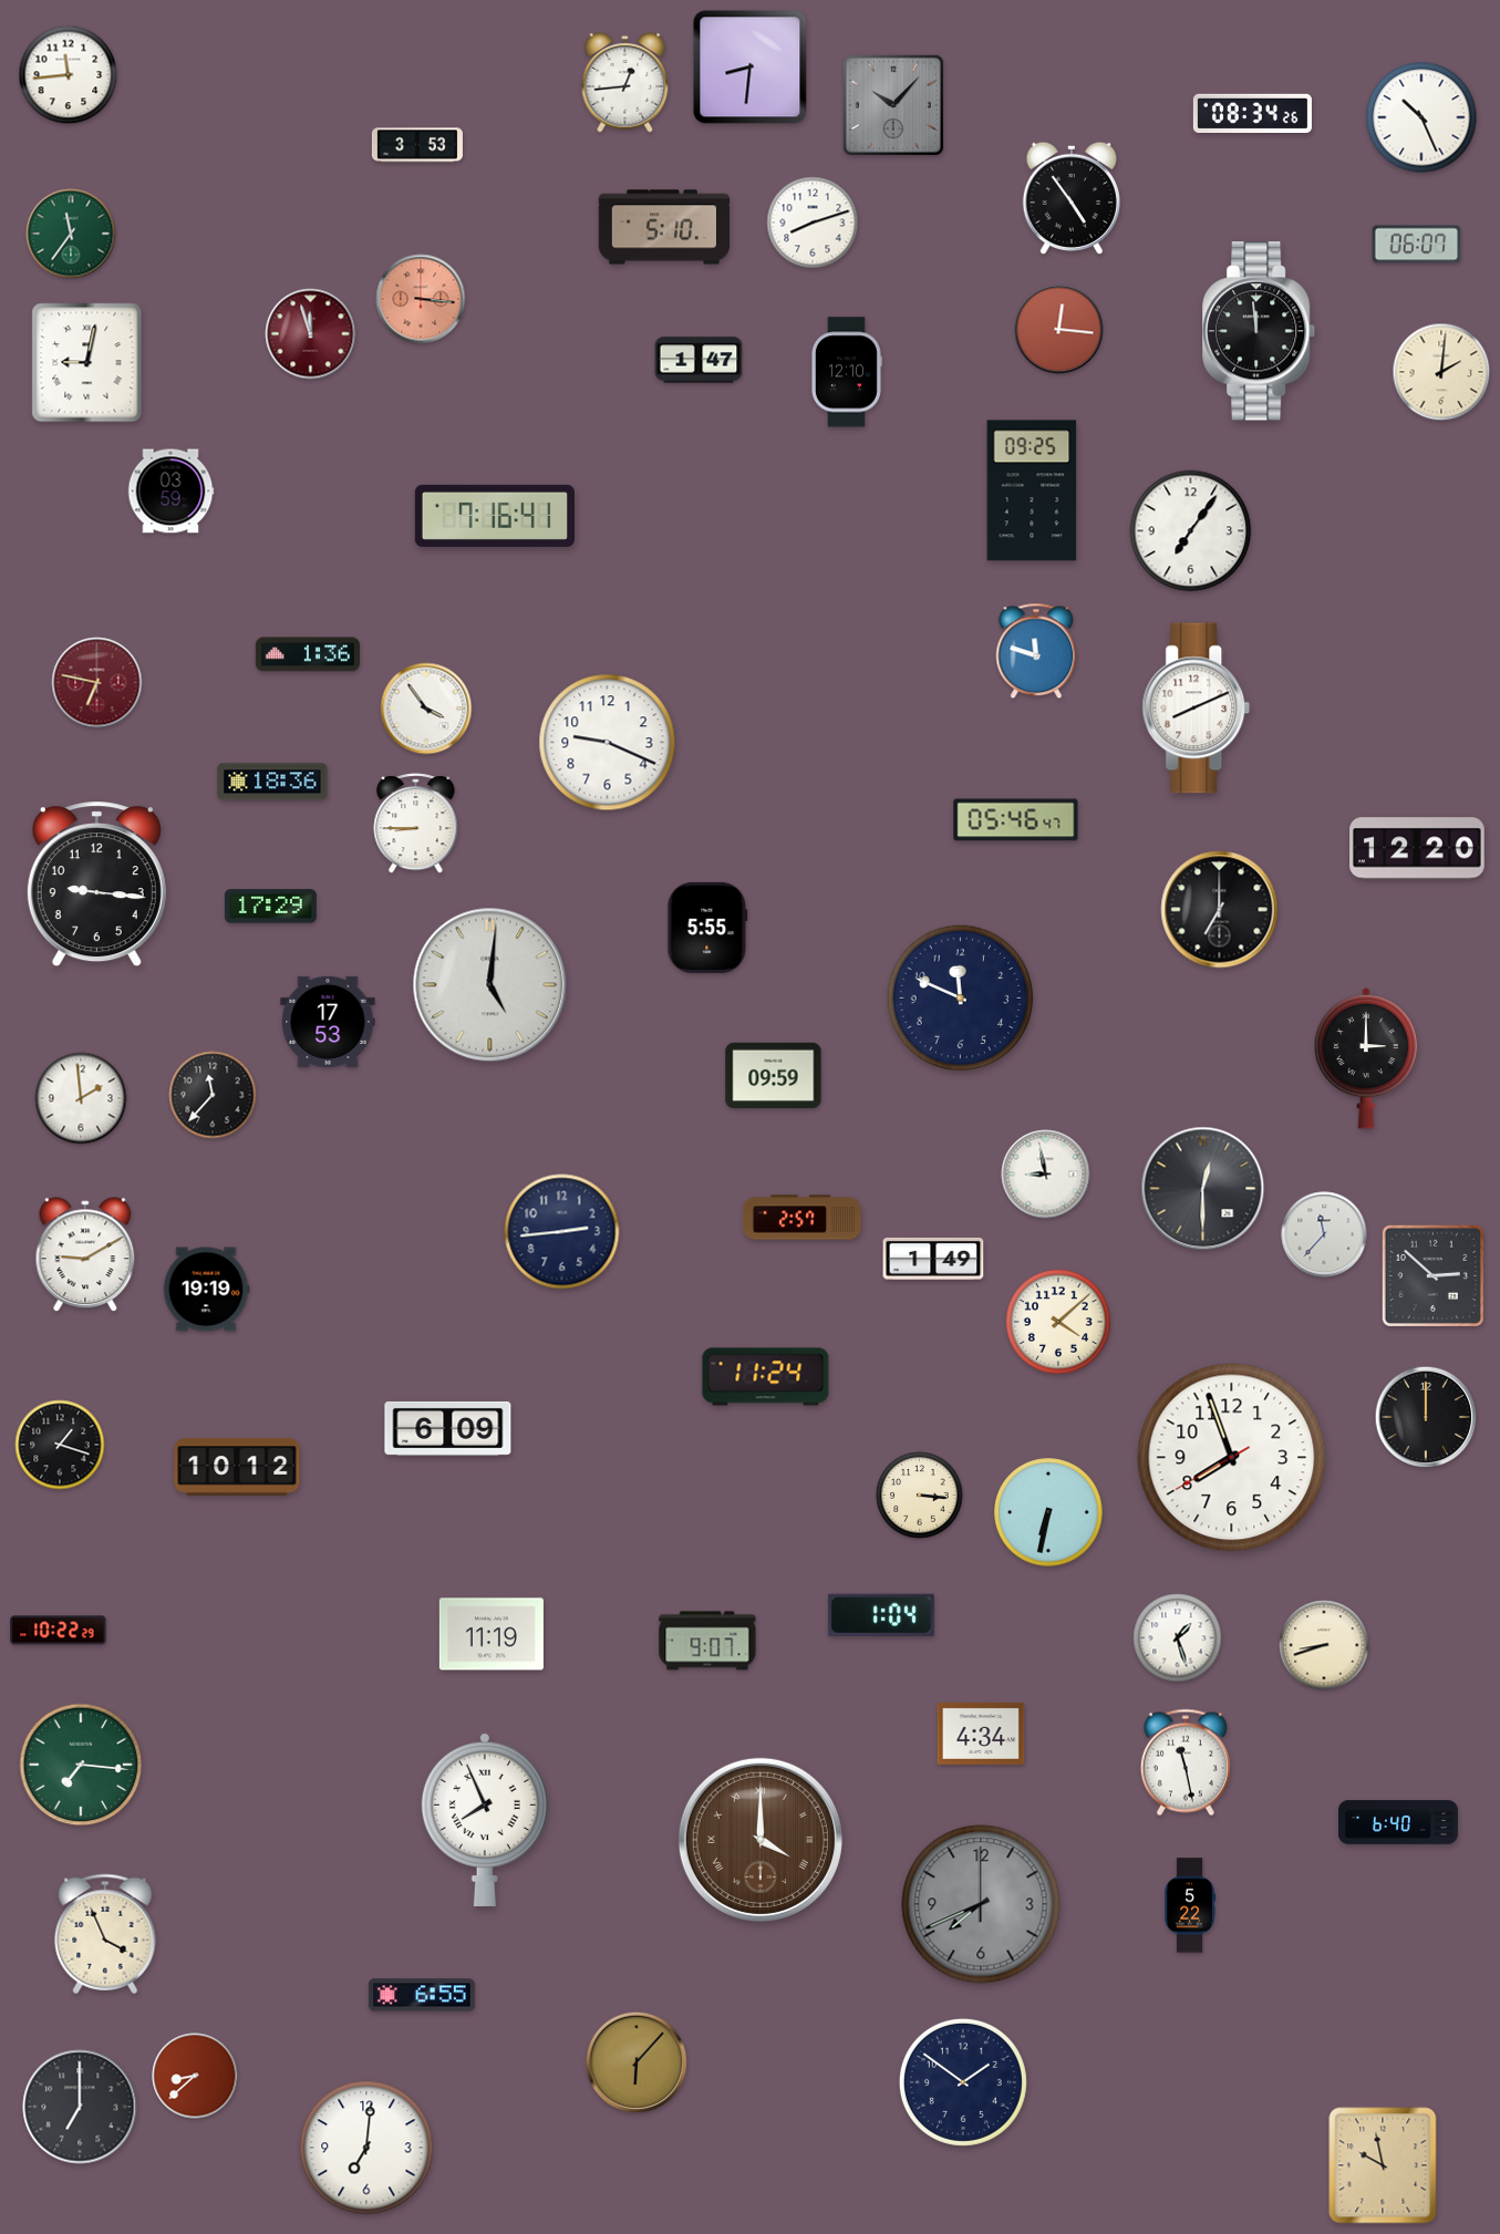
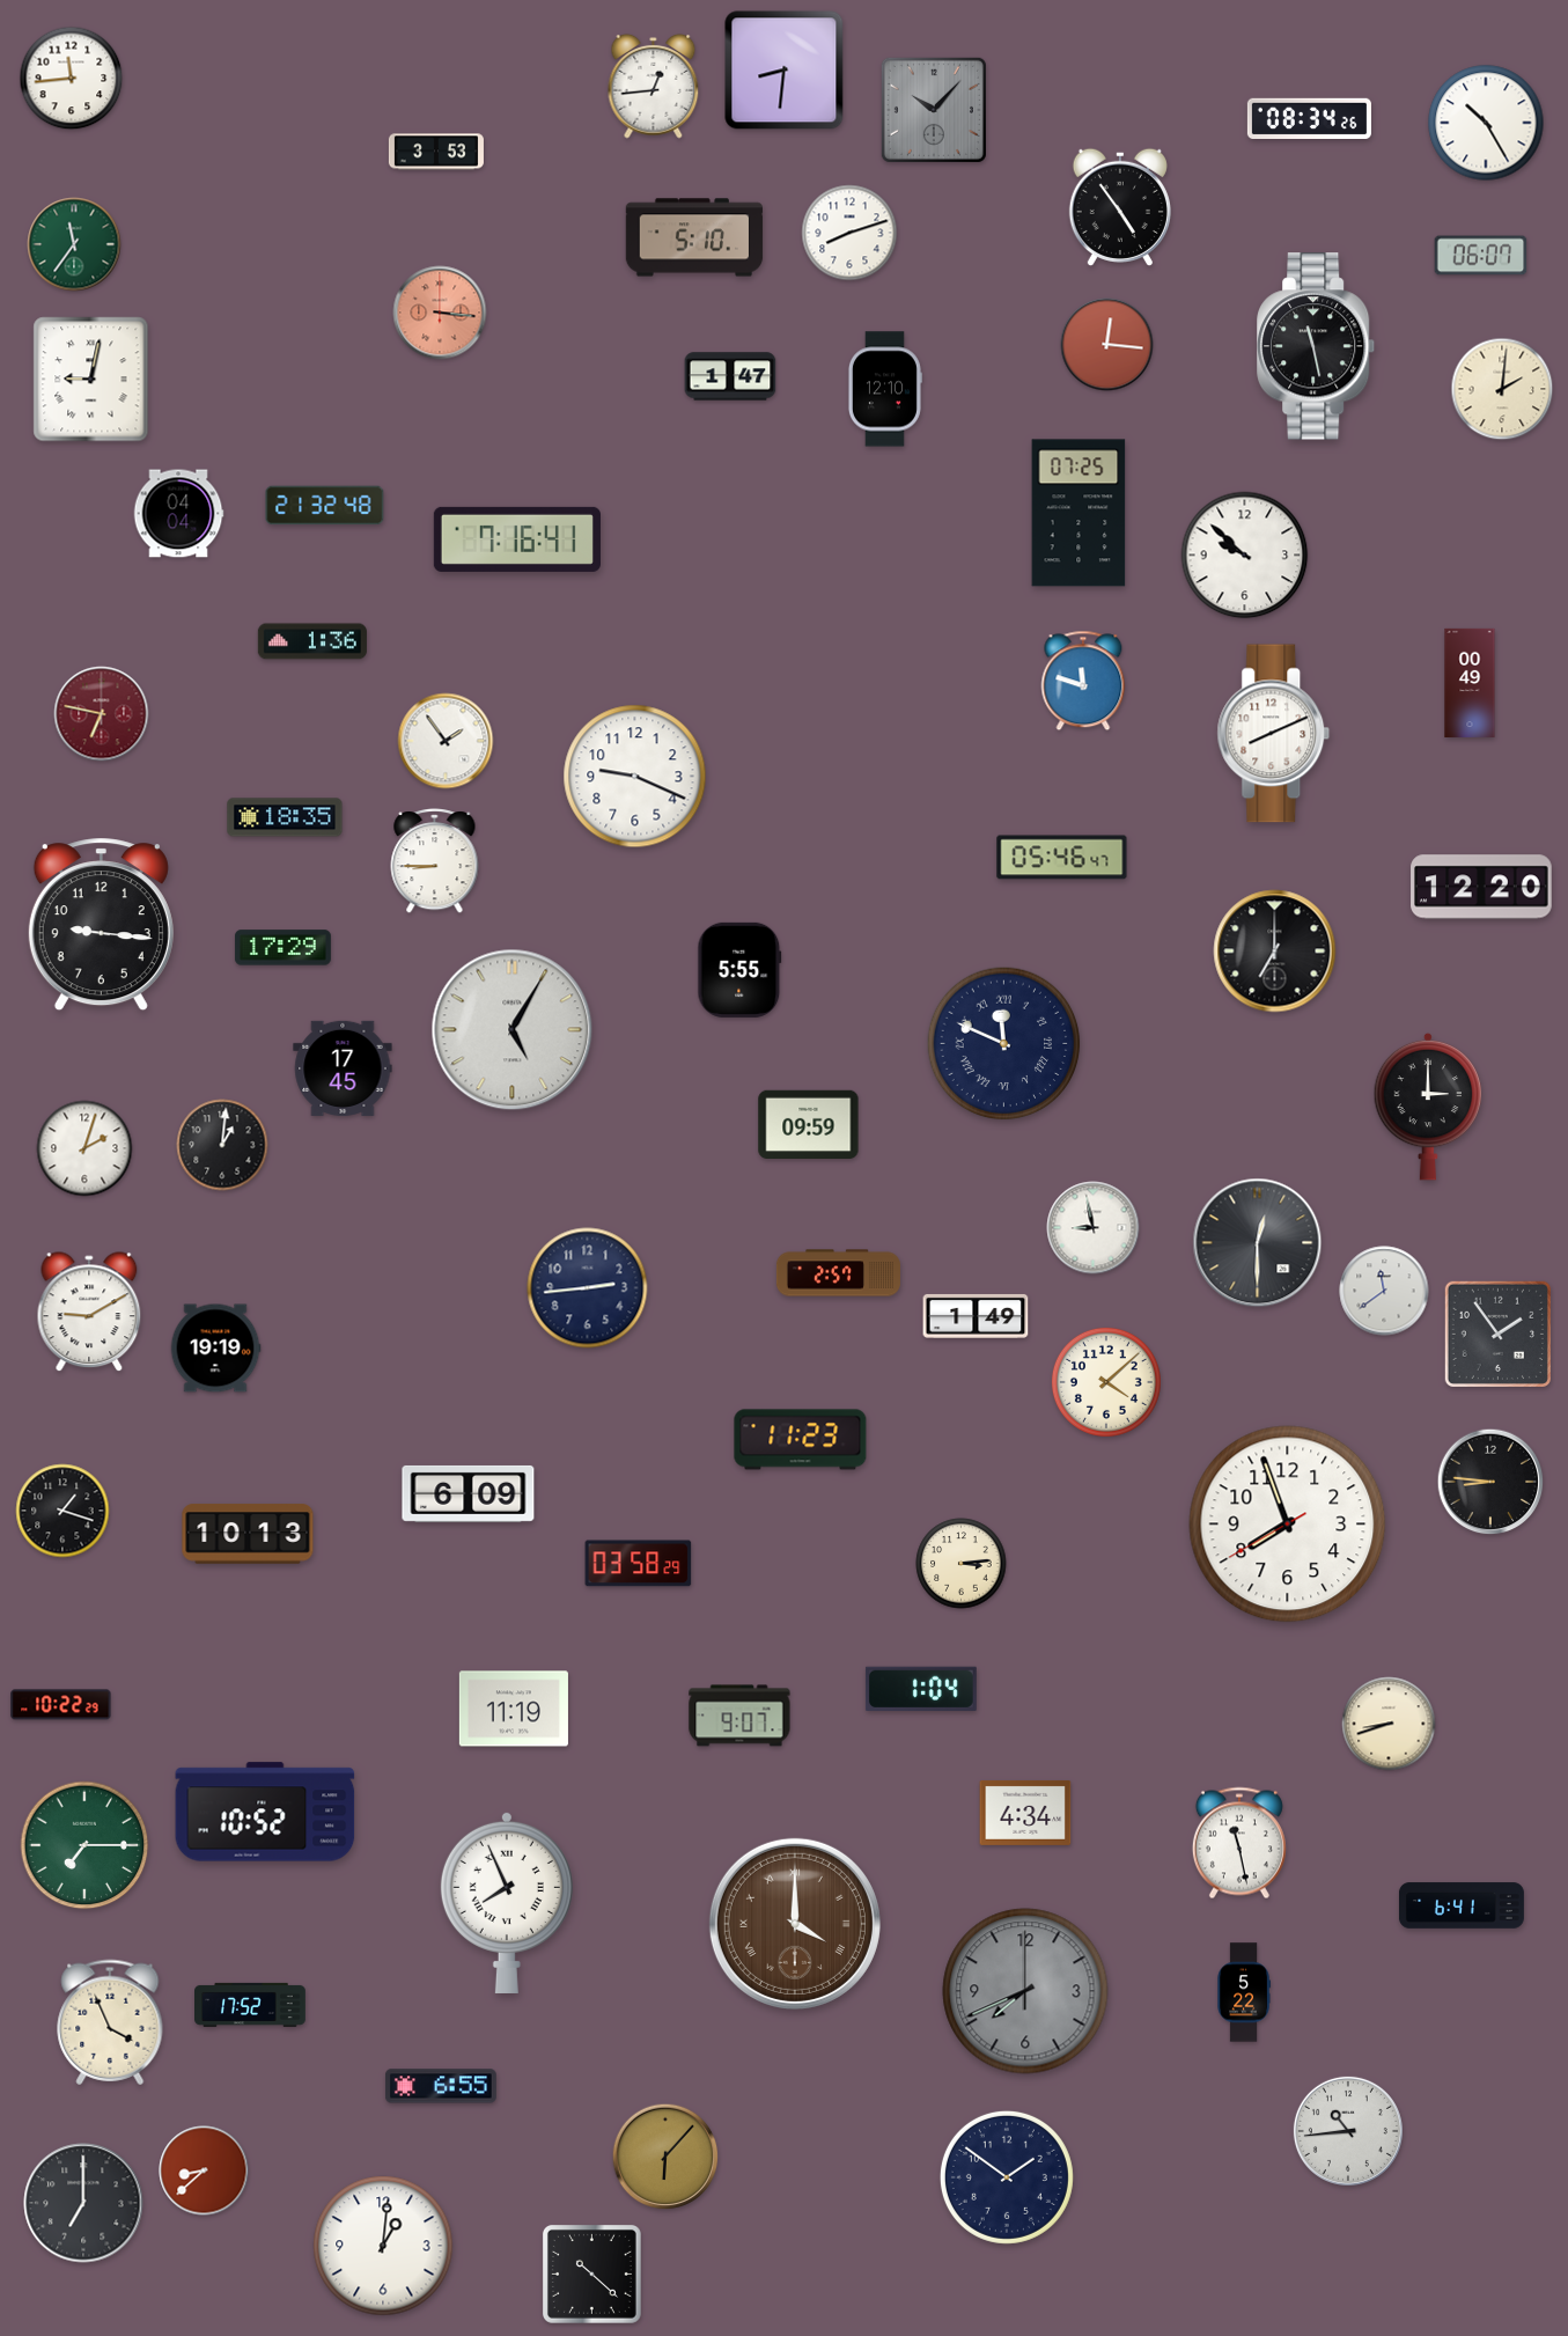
clock at (1421, 117): 10:26 -> 10:25
clock at (1260, 331): 11:59 -> 11:28
clock at (311, 334): 11:57 -> none
clock at (1441, 372) position: (1441, 372) -> (1502, 389)
clock at (325, 506): none -> 21:32
clock at (1032, 490): 09:25 -> 07:25
clock at (170, 492): 03:59 -> 04:04
clock at (1191, 531): 7:06 -> 9:52
clock at (1470, 683): none -> 00:49
clock at (308, 654) position: (308, 654) -> (312, 641)
clock at (426, 709): 3:54 -> 1:54
clock at (1197, 709) position: (1197, 709) -> (1274, 734)
clock at (272, 782): 18:36 -> 18:35
clock at (490, 985): 5:01 -> 5:05
clock at (961, 999) numerals: Arabic -> Roman
clock at (328, 1022): 17:53 -> 17:45
clock at (213, 1095): 11:37 -> 1:01
clock at (81, 1098): 1:59 -> 2:03
clock at (1324, 1234): 11:37 -> 11:39
clock at (1432, 1275): 2:52 -> 1:54
clock at (766, 1377): 11:24 -> 11:23
clock at (1426, 1417): 12:00 -> 8:46
clock at (237, 1467): 10:12 -> 10:13
clock at (639, 1564): none -> 03:58
clock at (920, 1496): 3:16 -> 3:14
clock at (1048, 1512): 6:32 -> none
clock at (1178, 1638): 1:27 -> none
clock at (1324, 1645) position: (1324, 1645) -> (1389, 1724)
clock at (265, 1812): none -> 10:52
clock at (81, 1765): 7:16 -> 7:15
clock at (1398, 1822): 6:40 -> 6:41
clock at (251, 2005): none -> 17:52
clock at (1348, 2131): none -> 10:44
clock at (366, 2148): 7:01 -> 1:01
clock at (1383, 2165): 9:58 -> none
clock at (591, 2273): none -> 10:22
